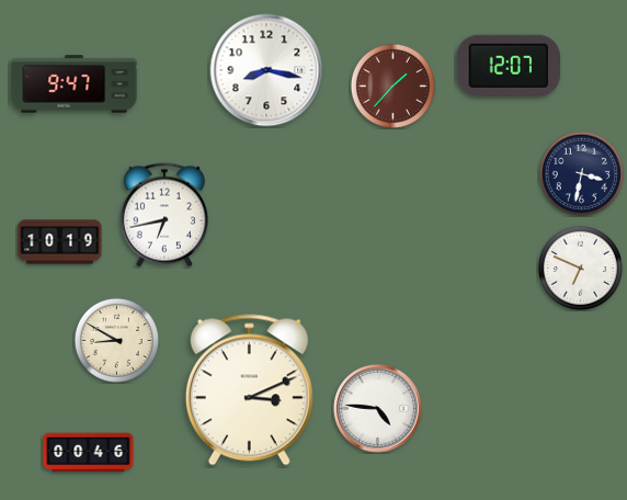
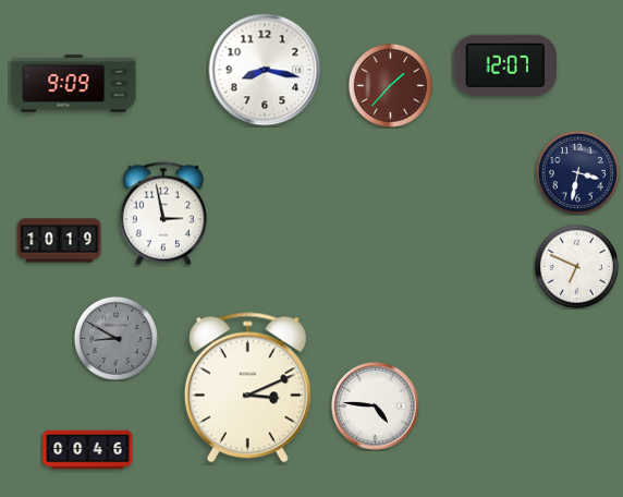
clock at (75, 84): 9:47 -> 9:09
clock at (164, 215): 6:43 -> 2:58
clock at (116, 340) dial: cream -> grey
